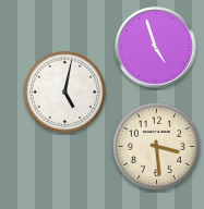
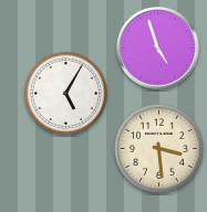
clock at (64, 91): 5:02 -> 5:05
